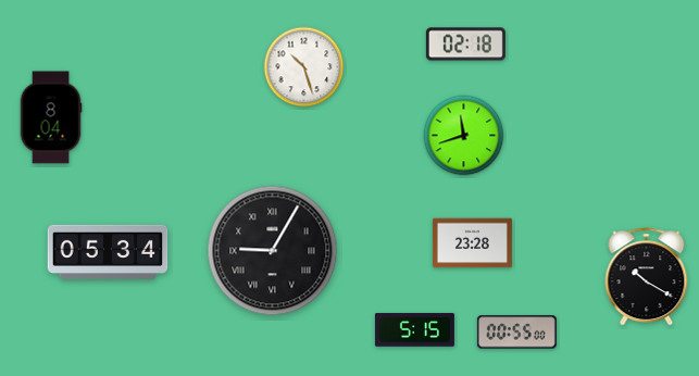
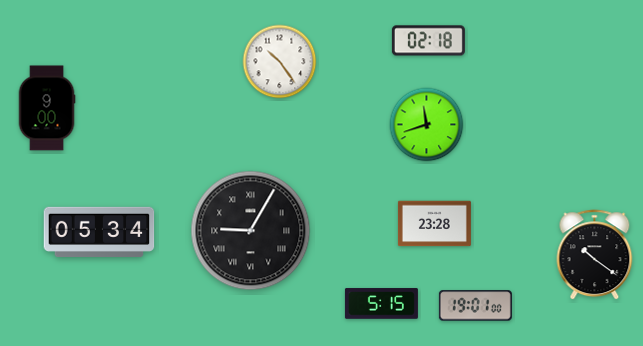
clock at (304, 67): 10:27 -> 10:24
clock at (51, 117): 8:04 -> 9:00
clock at (647, 277): 10:20 -> 10:21
clock at (516, 333): 00:55 -> 19:01
